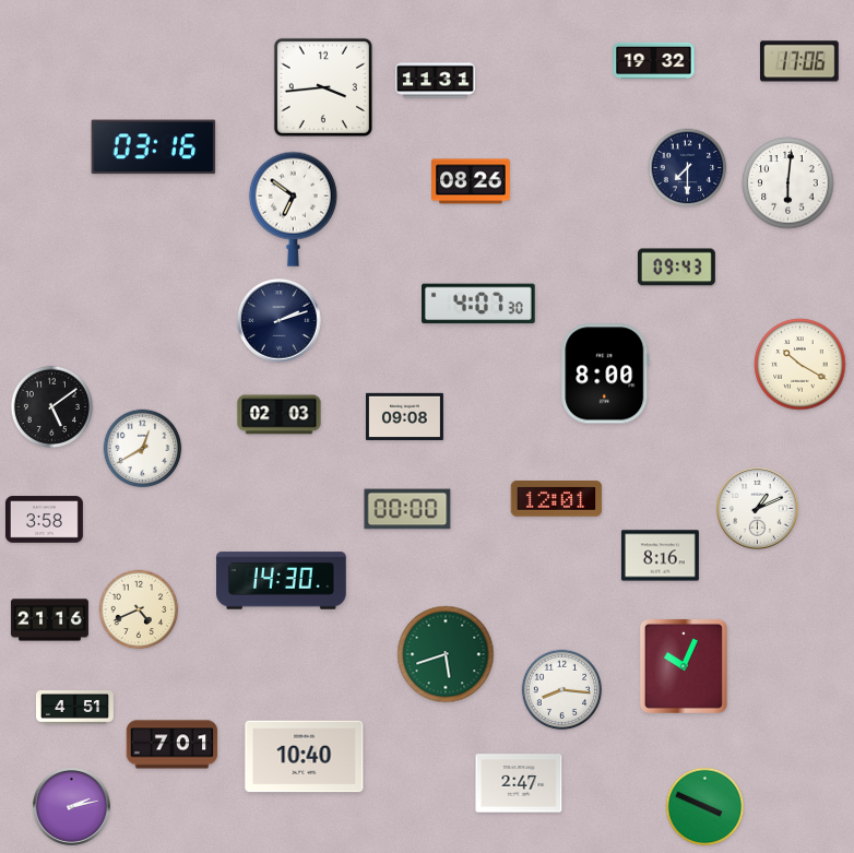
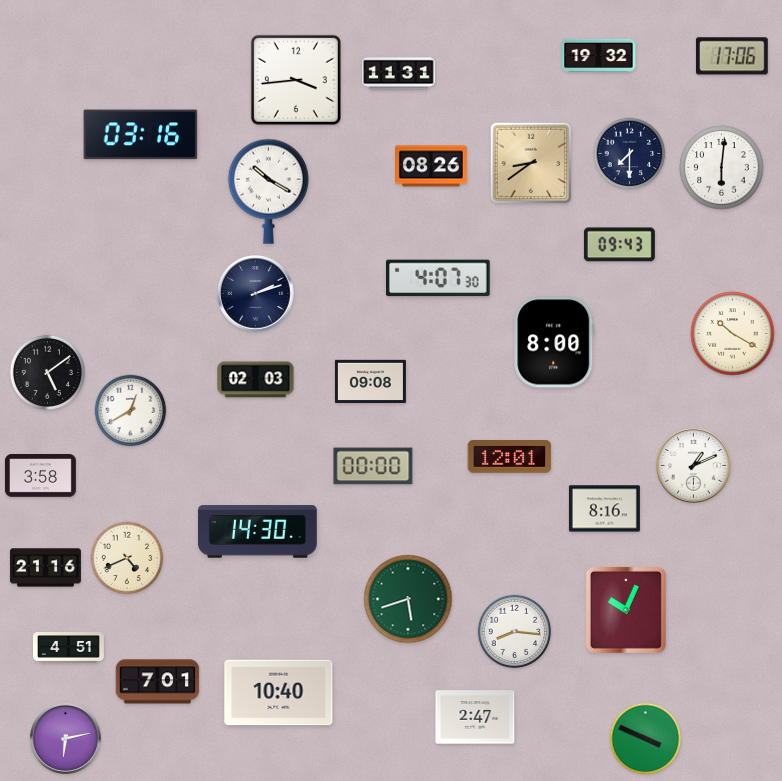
clock at (531, 163): none -> 8:39
clock at (293, 209): 6:51 -> 10:20
clock at (71, 806): 2:13 -> 6:13
